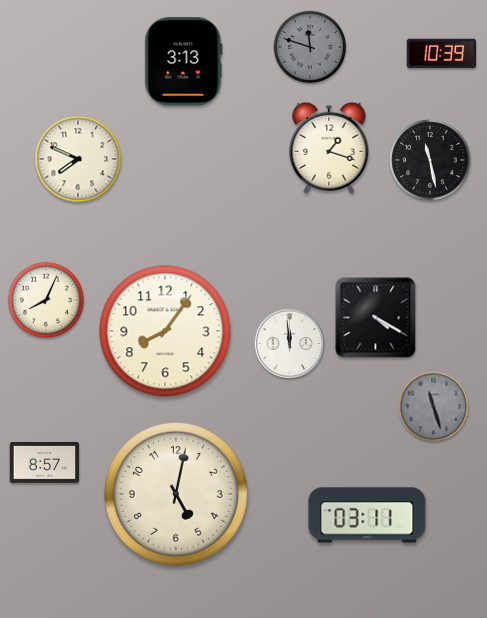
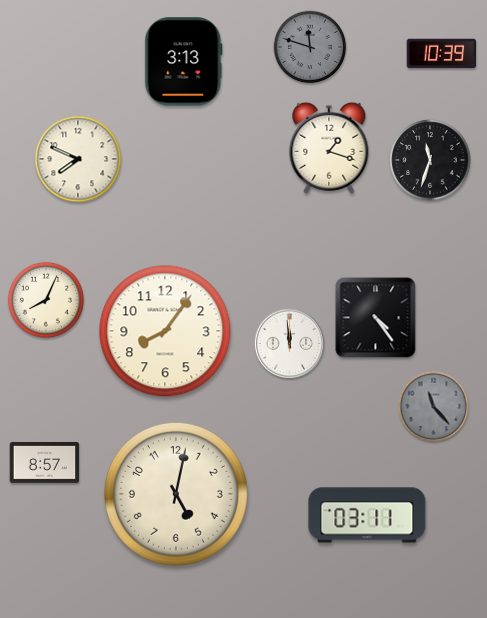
clock at (430, 160): 11:28 -> 11:33
clock at (376, 318): 4:20 -> 4:24
clock at (434, 407): 11:27 -> 11:23
